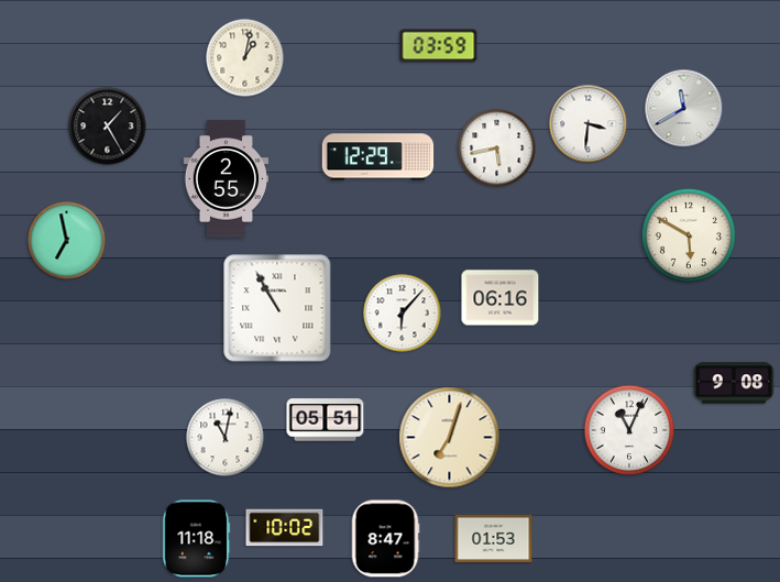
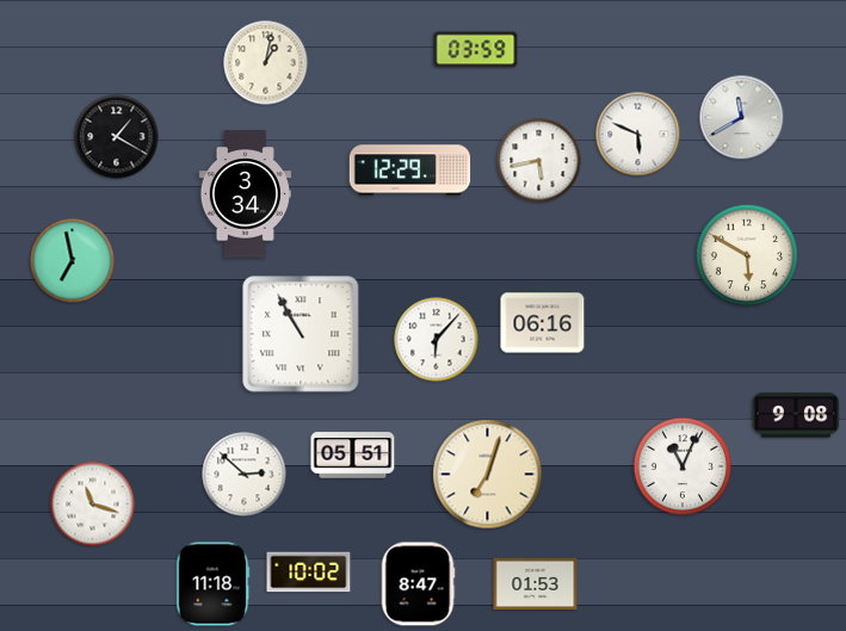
clock at (589, 124): 3:31 -> 5:49
clock at (108, 127): 1:25 -> 1:20
clock at (226, 179): 2:55 -> 3:34
clock at (226, 438): 11:02 -> 2:52
clock at (93, 505): none -> 11:18
